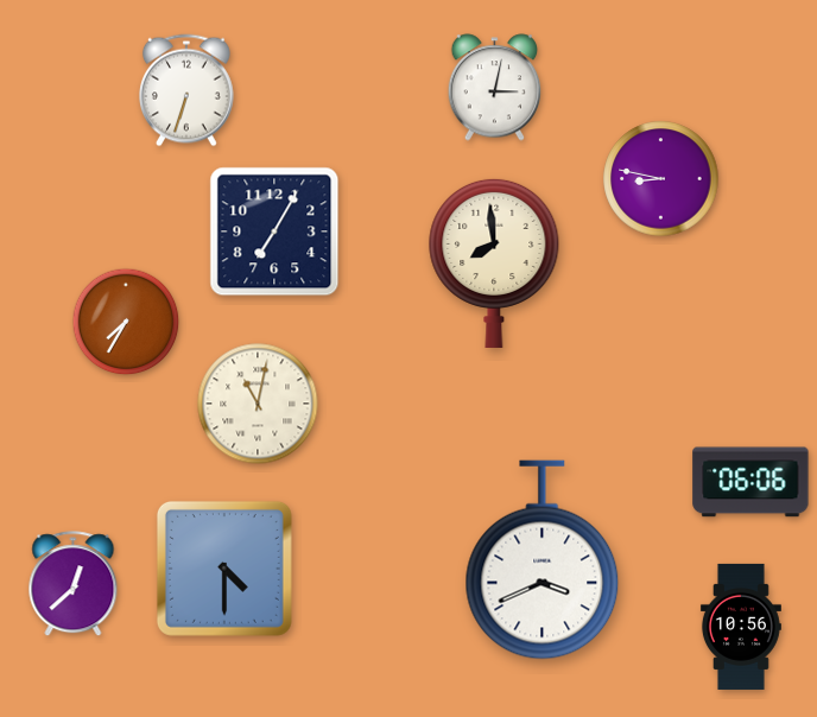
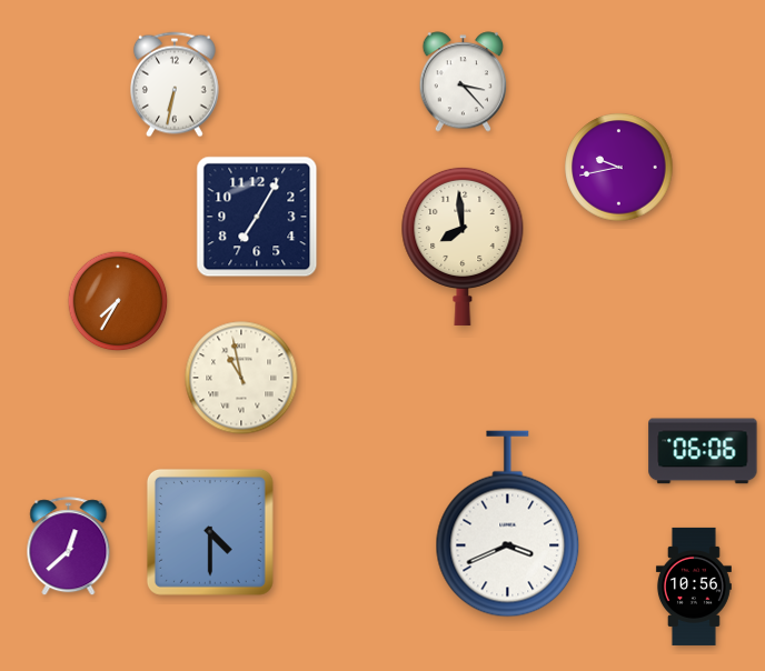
clock at (495, 88): 3:02 -> 3:23
clock at (188, 90): 6:33 -> 6:32
clock at (661, 179): 8:47 -> 9:43
clock at (258, 404): 11:02 -> 10:58
